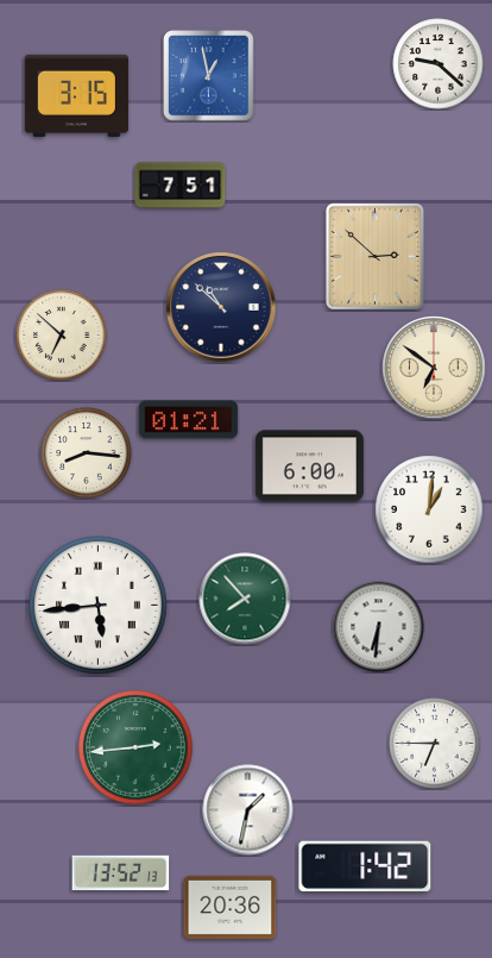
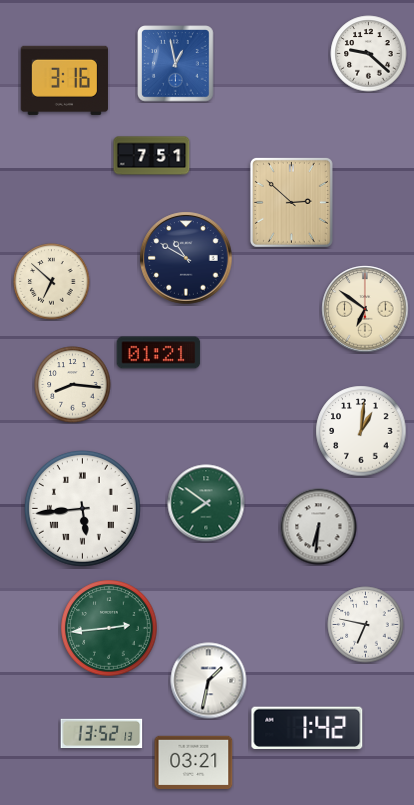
clock at (76, 95): 3:15 -> 3:16
clock at (374, 256) position: (374, 256) -> (291, 202)
clock at (221, 307): 10:52 -> 10:50
clock at (87, 453) position: (87, 453) -> (73, 385)
clock at (309, 467): 6:00 -> none
clock at (429, 509) position: (429, 509) -> (361, 431)
clock at (245, 599): 7:53 -> 7:51
clock at (435, 744): 6:45 -> 6:47
clock at (135, 747) position: (135, 747) -> (109, 628)
clock at (231, 907): 20:36 -> 03:21
